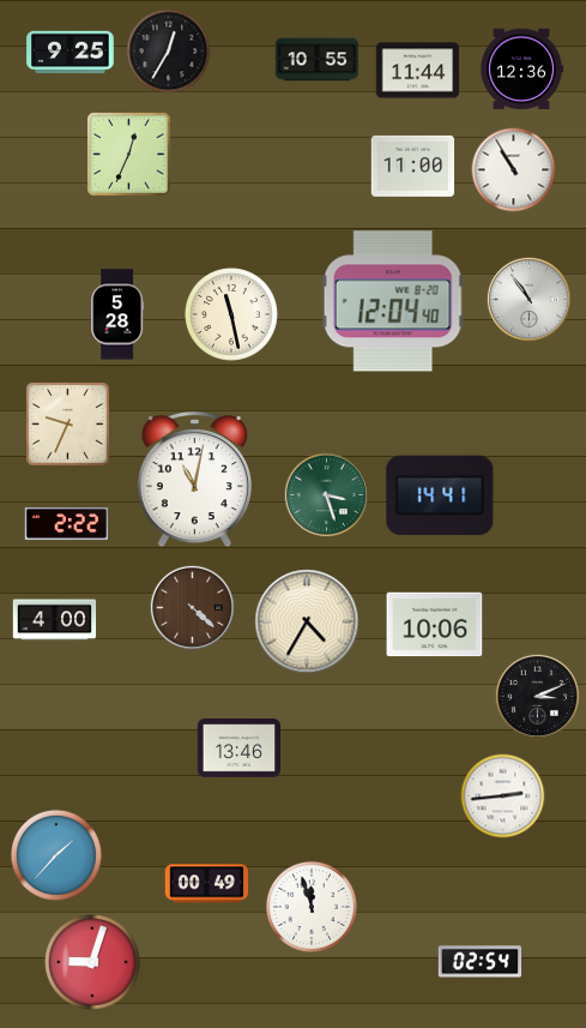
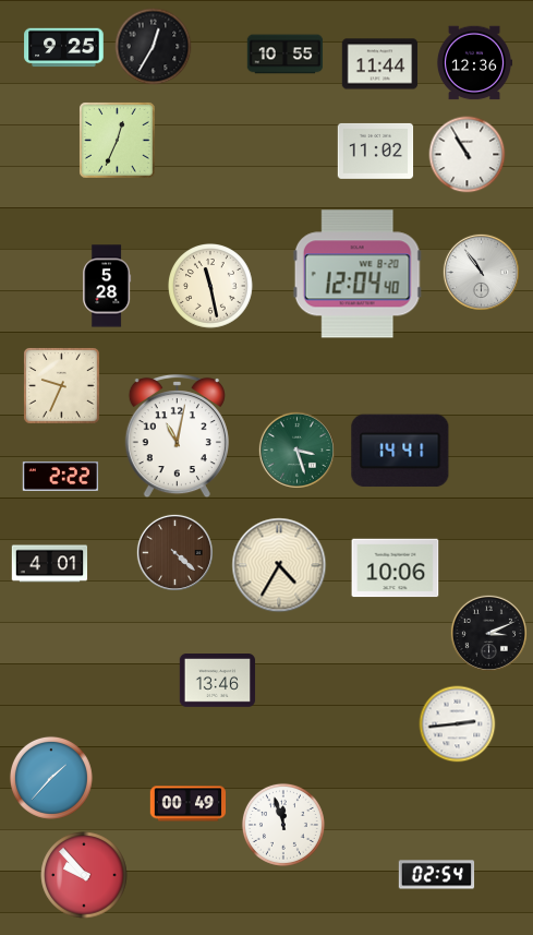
clock at (318, 60) position: (318, 60) -> (286, 55)
clock at (413, 166): 11:00 -> 11:02
clock at (55, 620): 4:00 -> 4:01
clock at (92, 962): 9:03 -> 9:53
